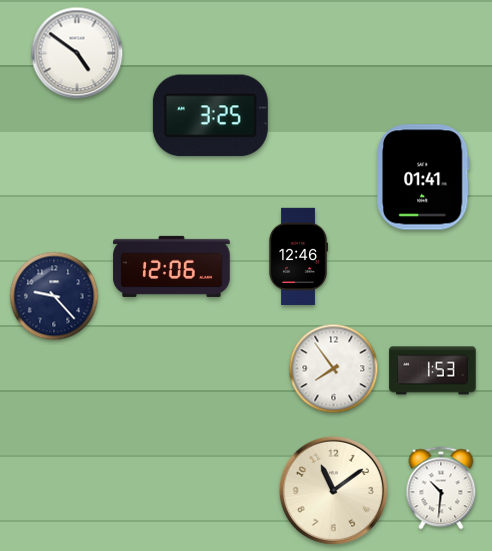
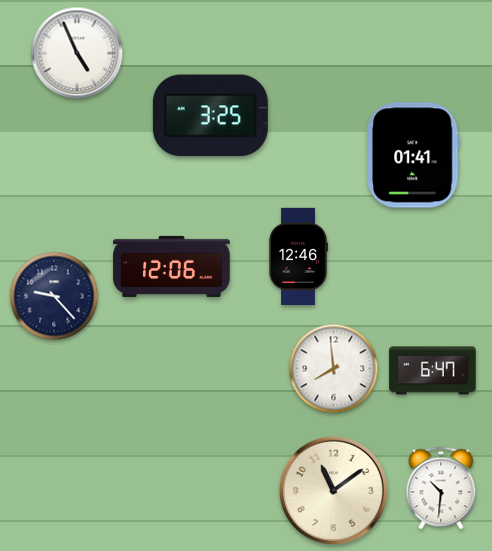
clock at (77, 53): 4:51 -> 4:56
clock at (424, 177) position: (424, 177) -> (414, 155)
clock at (334, 369): 7:54 -> 7:59
clock at (433, 371): 1:53 -> 6:47
